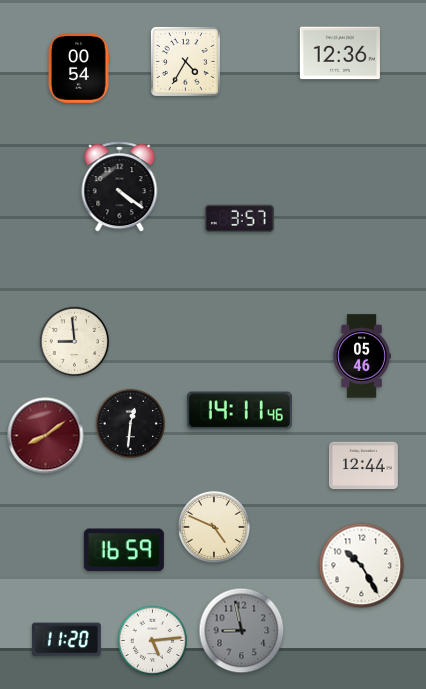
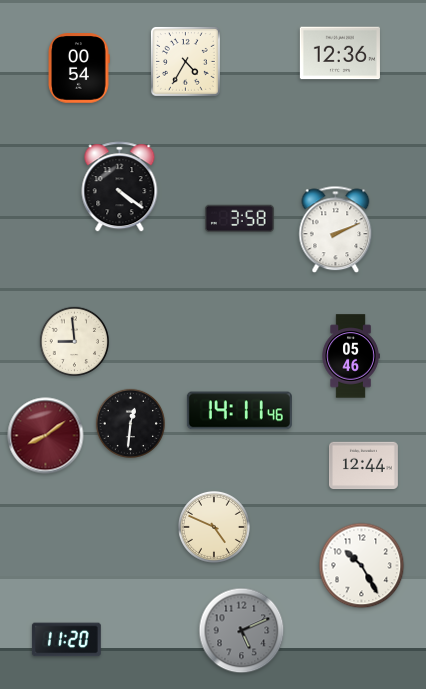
clock at (239, 219): 3:57 -> 3:58
clock at (336, 230): none -> 2:11
clock at (362, 356) position: (362, 356) -> (351, 356)
clock at (124, 550): 16:59 -> none
clock at (242, 631): 8:58 -> 5:11
clock at (152, 640): 5:14 -> none
